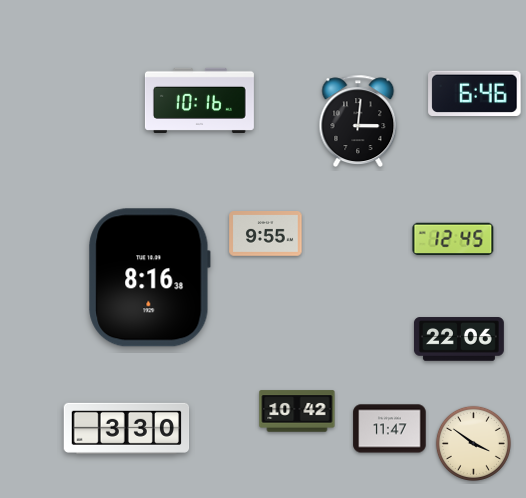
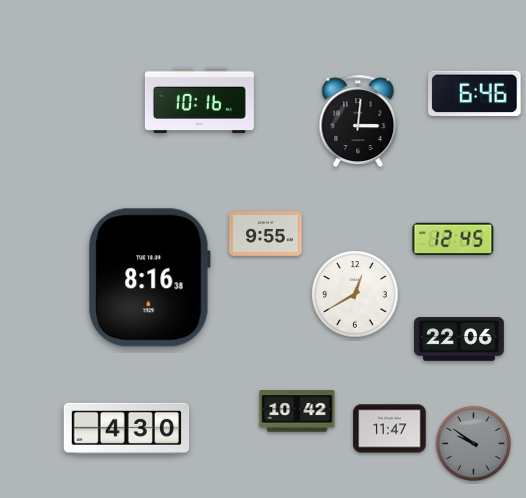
clock at (355, 294): none -> 12:40
clock at (127, 428): 3:30 -> 4:30
clock at (473, 443): 3:51 -> 9:51
clock at (473, 443) dial: cream -> grey
